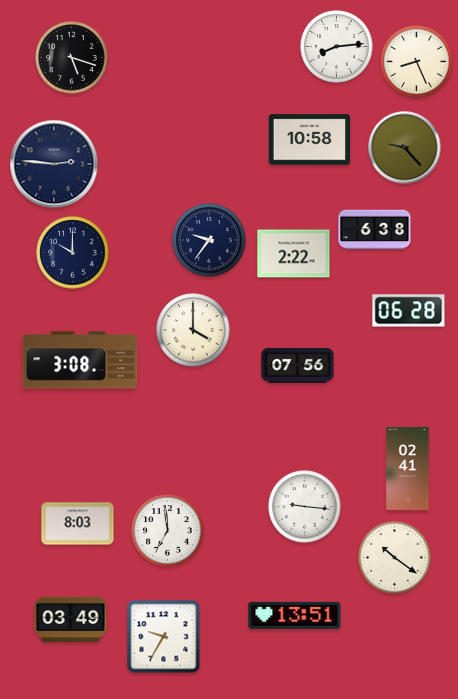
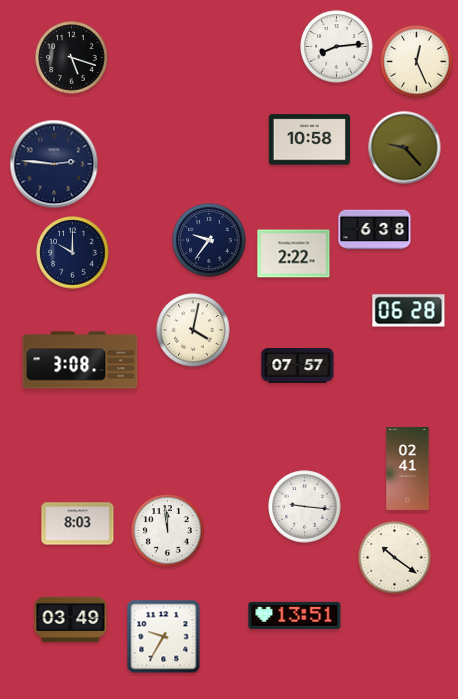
clock at (417, 62): 8:26 -> 12:26
clock at (193, 330): 4:00 -> 4:02
clock at (298, 365): 07:56 -> 07:57
clock at (168, 531): 6:59 -> 11:59
